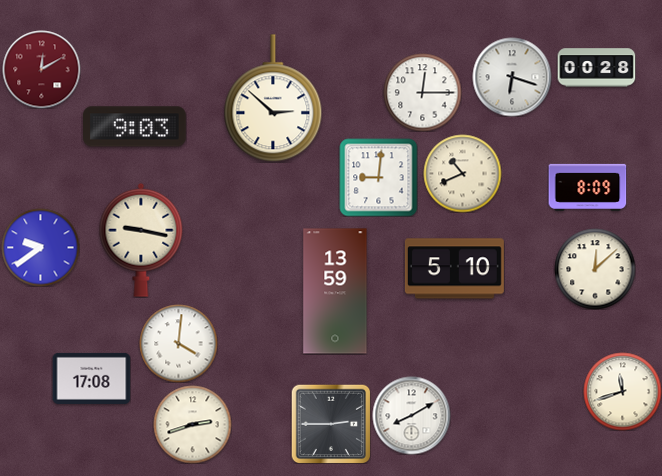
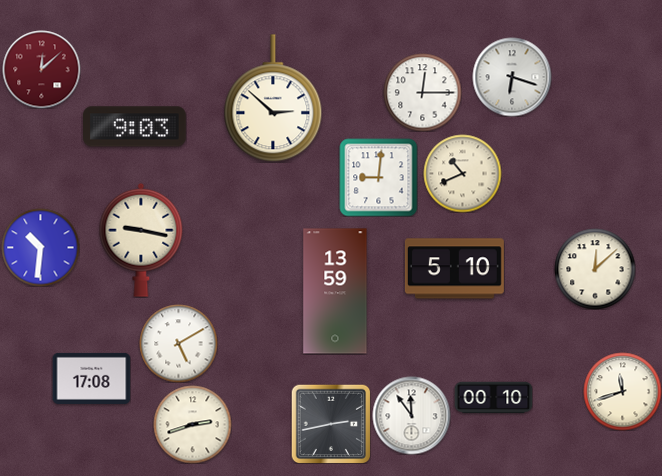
clock at (596, 68): 00:28 -> none
clock at (41, 69): 12:10 -> 12:08
clock at (587, 187): 8:09 -> none
clock at (40, 247): 9:39 -> 10:31
clock at (178, 343): 4:01 -> 5:10
clock at (493, 398): none -> 00:10
clock at (411, 415): 8:10 -> 11:54
clock at (331, 424): 2:45 -> 2:43
